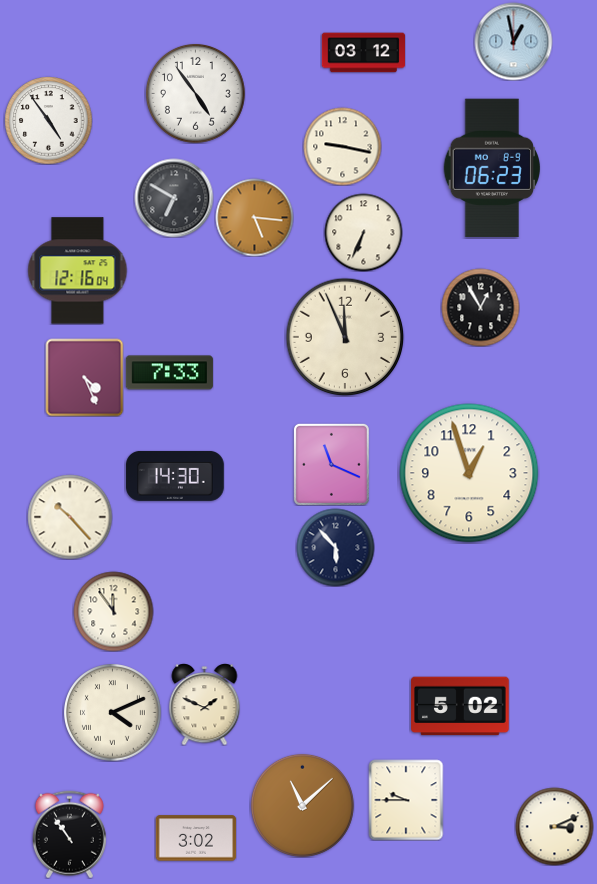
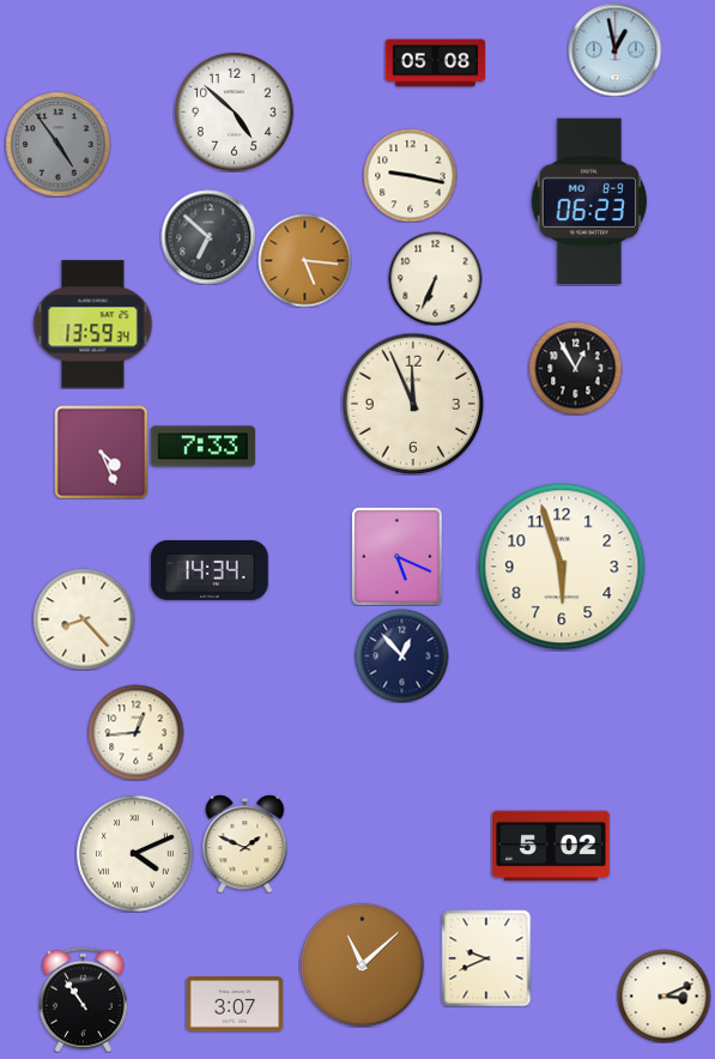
clock at (363, 53): 03:12 -> 05:08
clock at (195, 93): 4:54 -> 4:52
clock at (48, 120) dial: white -> grey
clock at (174, 198): 6:50 -> 6:52
clock at (78, 271): 12:16 -> 13:59
clock at (331, 464): 11:19 -> 5:19
clock at (469, 473): 12:57 -> 5:57
clock at (175, 476): 14:30 -> 14:34
clock at (70, 517): 10:23 -> 8:23
clock at (335, 547): 5:53 -> 12:53
clock at (113, 611): 11:54 -> 12:44
clock at (406, 800): 9:45 -> 9:41
clock at (554, 826) position: (554, 826) -> (664, 996)
clock at (196, 838): 3:02 -> 3:07
